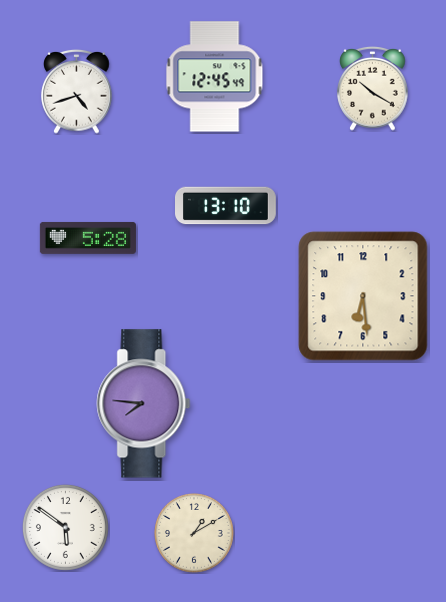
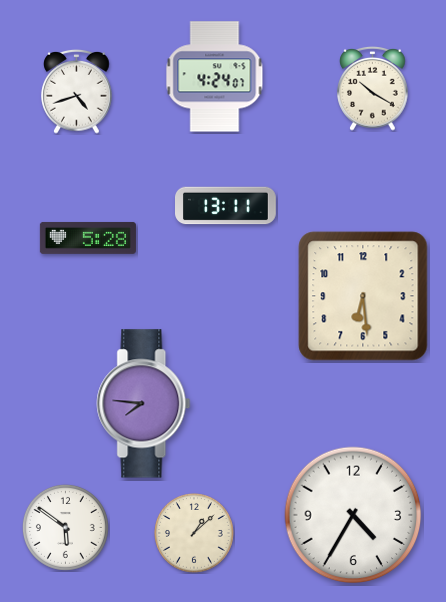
clock at (215, 77): 12:45 -> 4:24
clock at (226, 206): 13:10 -> 13:11
clock at (353, 515): none -> 4:35
clock at (195, 534): 1:10 -> 1:08
